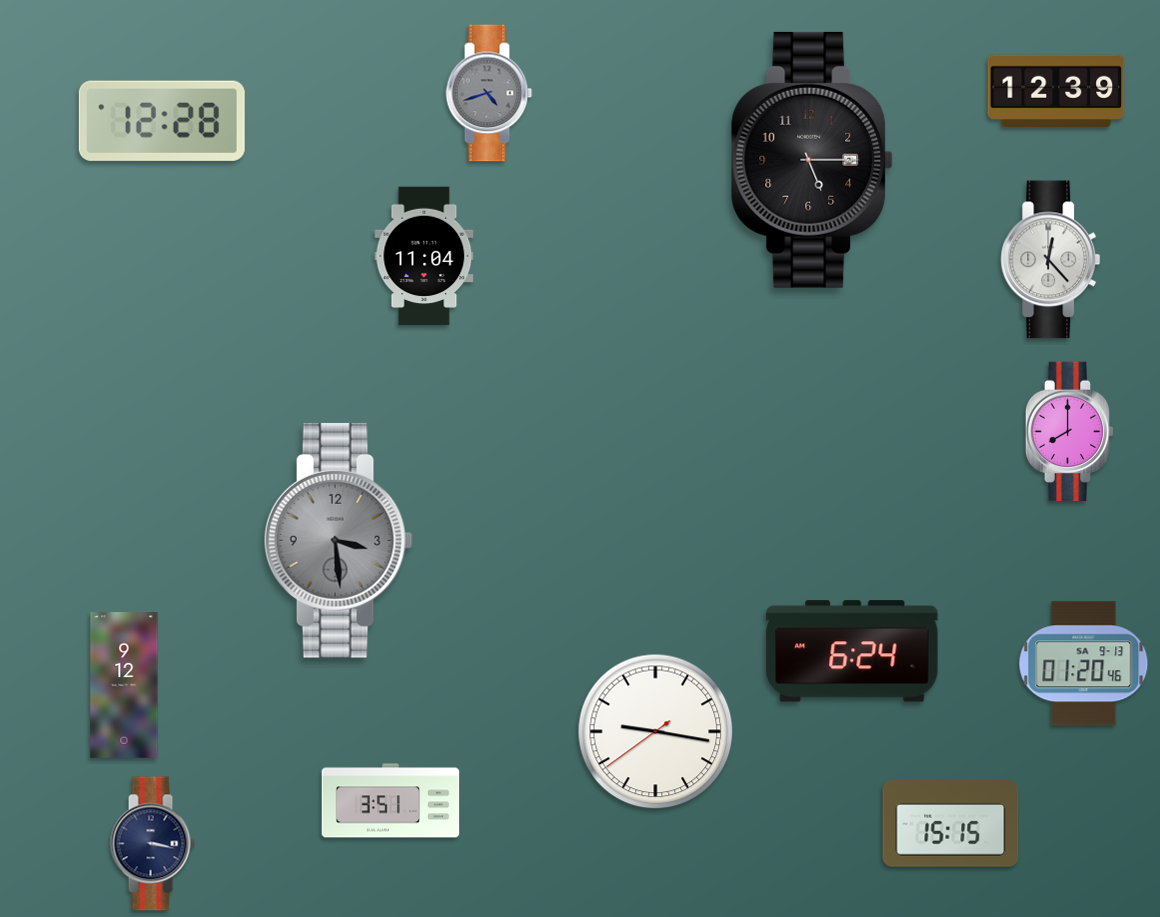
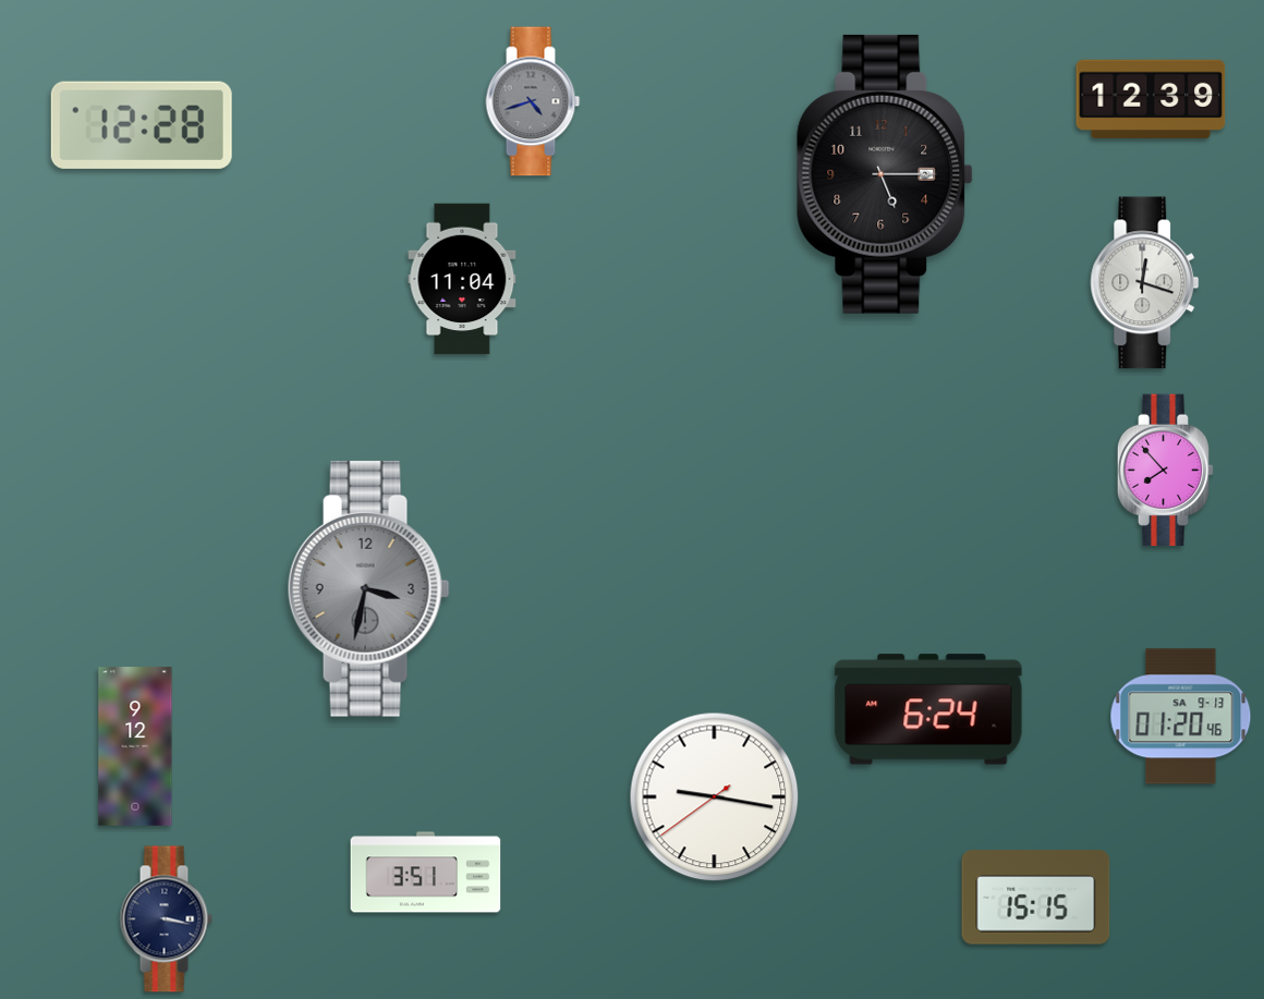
clock at (162, 121) position: (162, 121) -> (142, 125)
clock at (1051, 260): 12:23 -> 12:18
clock at (1070, 432): 8:00 -> 7:53
clock at (338, 540): 3:29 -> 3:32
clock at (1084, 664) position: (1084, 664) -> (1181, 717)
